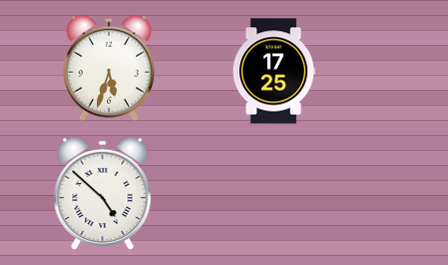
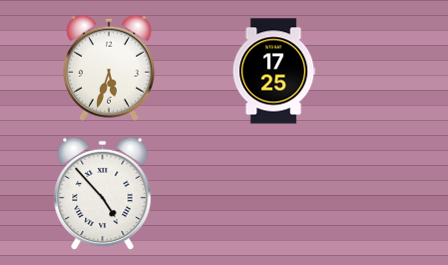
clock at (103, 194): 4:52 -> 4:53
